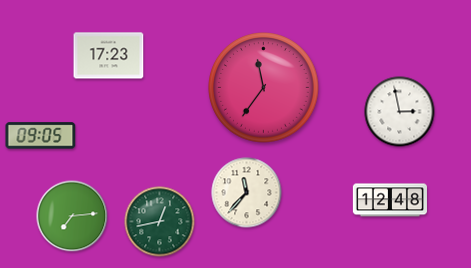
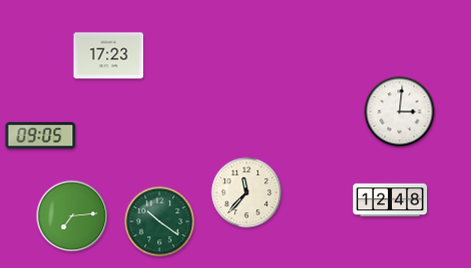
clock at (264, 88): 11:36 -> none
clock at (400, 112): 2:58 -> 3:01
clock at (160, 222): 12:43 -> 10:21
